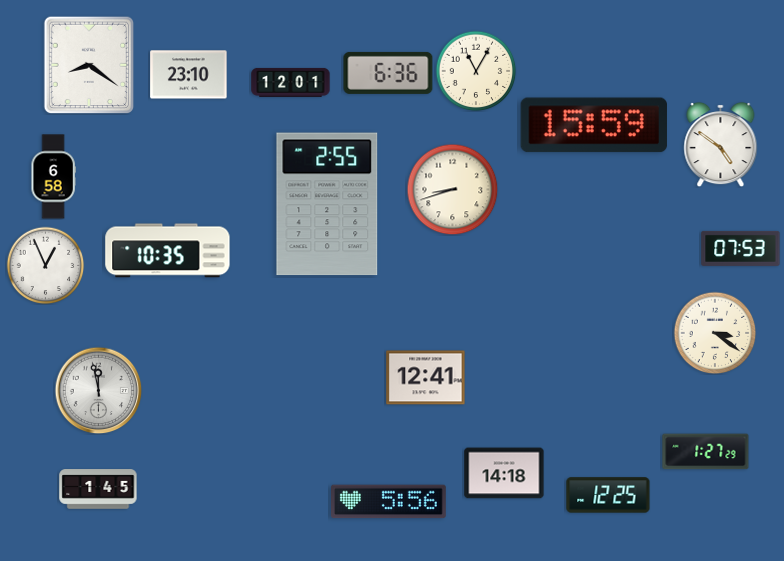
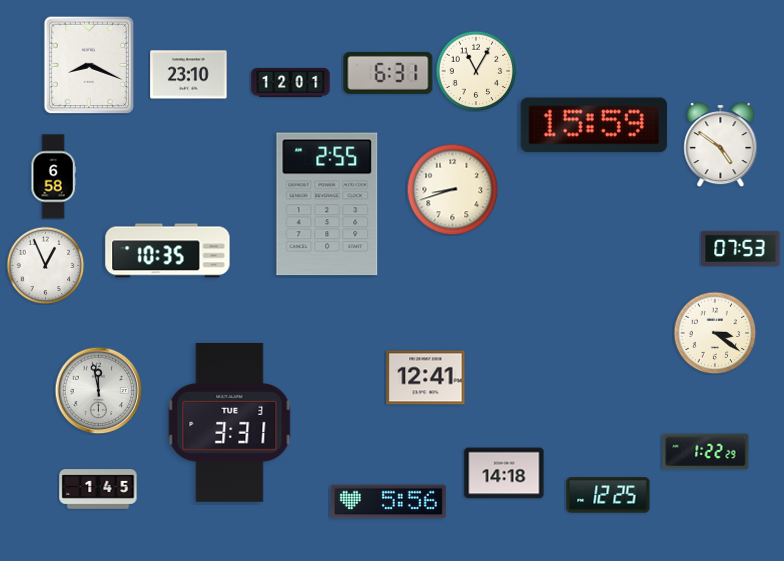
clock at (89, 65): 8:21 -> 8:19
clock at (388, 73): 6:36 -> 6:31
clock at (230, 422): none -> 3:31
clock at (706, 452): 1:27 -> 1:22
